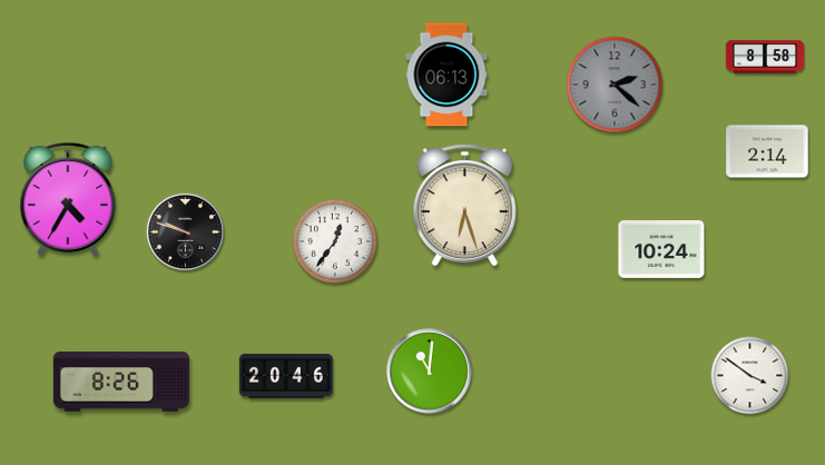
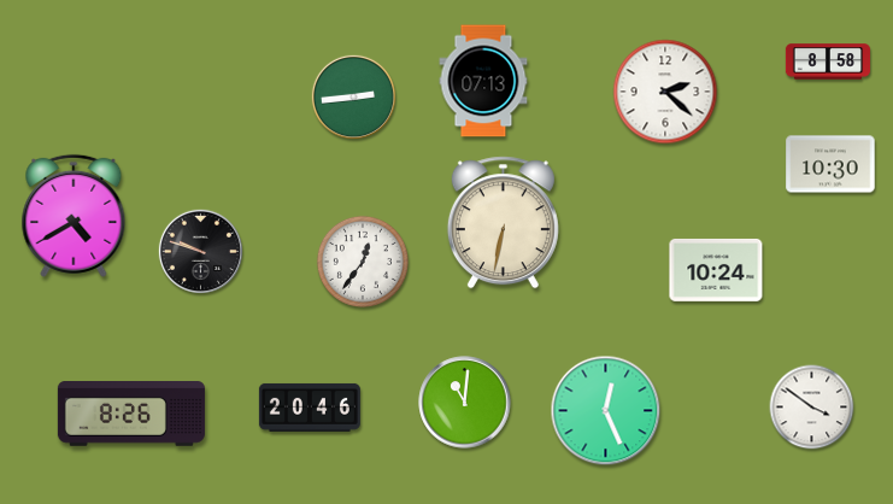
clock at (446, 75): 06:13 -> 07:13
clock at (615, 85) dial: grey -> white
clock at (353, 96): none -> 2:44
clock at (767, 151): 2:14 -> 10:30
clock at (68, 199): 4:35 -> 4:40
clock at (464, 206): 6:27 -> 6:32
clock at (606, 411): none -> 12:26
